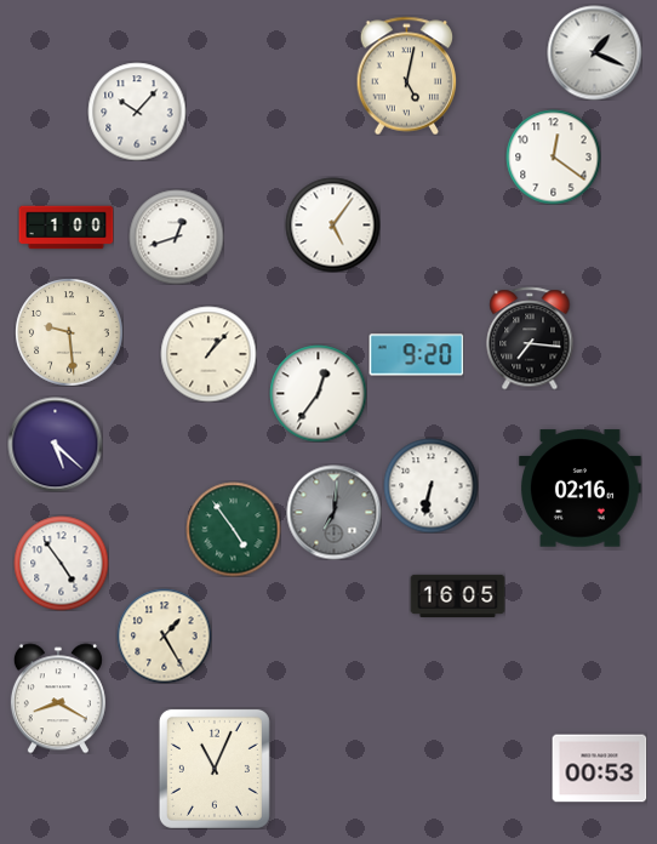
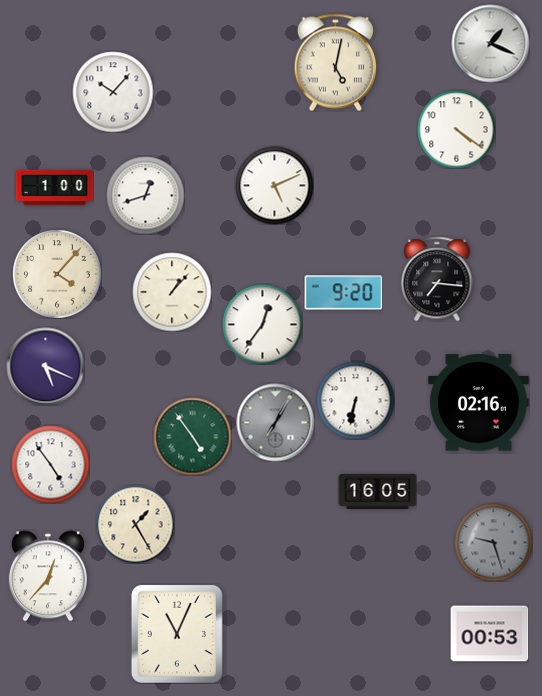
clock at (553, 156): 12:21 -> 4:21
clock at (332, 224): 5:06 -> 5:11
clock at (69, 332): 9:29 -> 4:07
clock at (55, 444): 5:22 -> 5:19
clock at (333, 512): 7:01 -> 7:05
clock at (493, 542): none -> 9:27
clock at (58, 698): 8:20 -> 12:37
clock at (599, 769) position: (599, 769) -> (489, 634)
